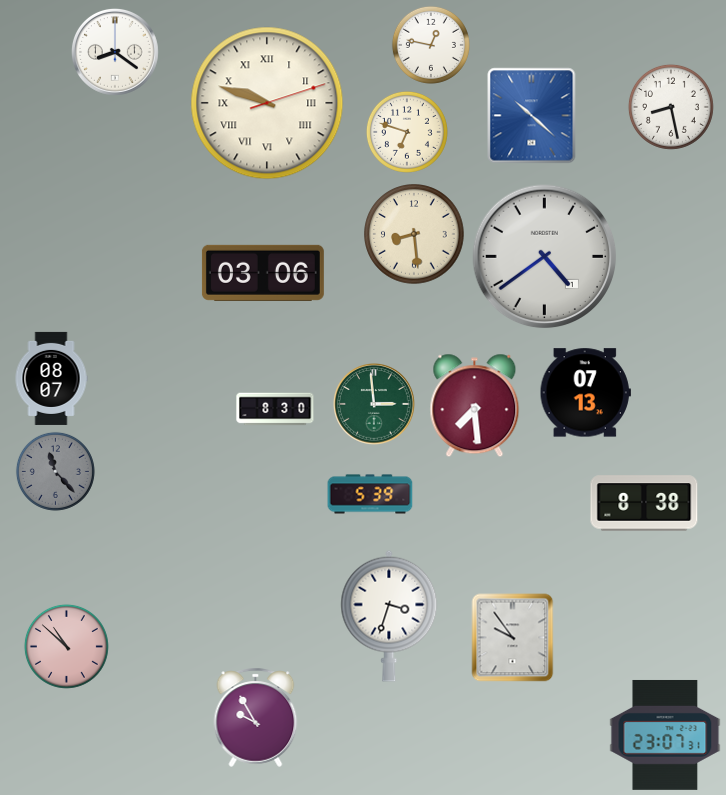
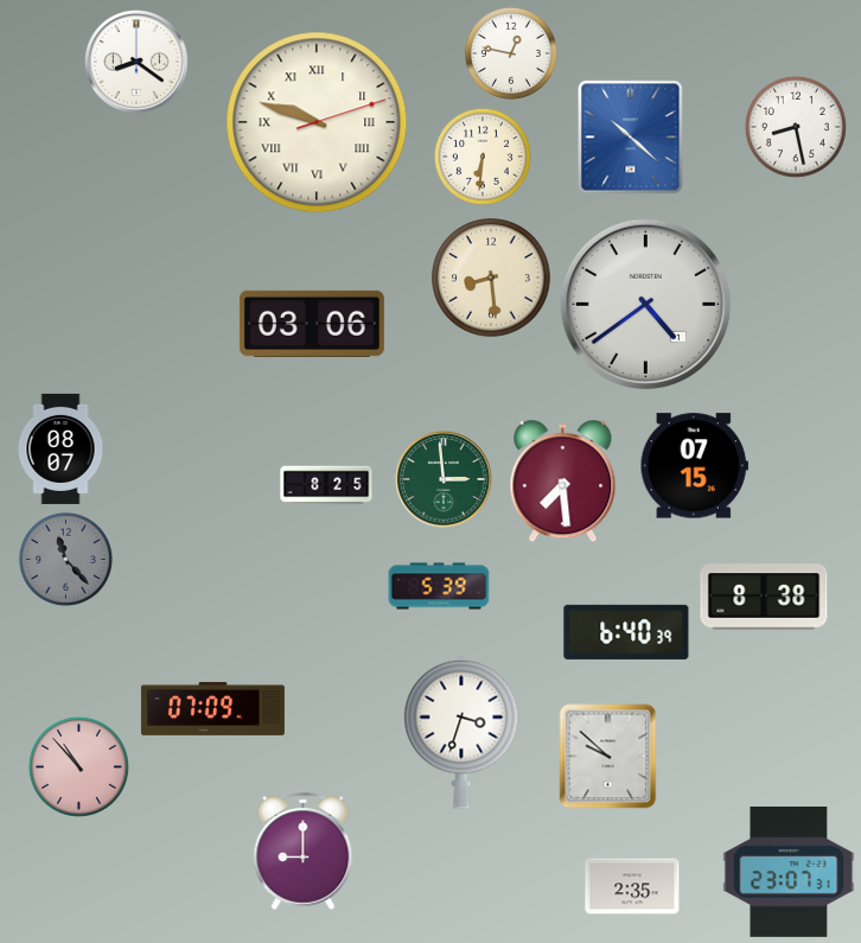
clock at (407, 132): 6:48 -> 6:31
clock at (585, 393): 07:13 -> 07:15
clock at (275, 409): 8:30 -> 8:25
clock at (626, 632): none -> 6:40
clock at (212, 708): none -> 07:09
clock at (513, 638): 9:54 -> 9:52
clock at (66, 646): 10:52 -> 10:53
clock at (256, 717): 9:55 -> 9:00
clock at (632, 886): none -> 2:35
